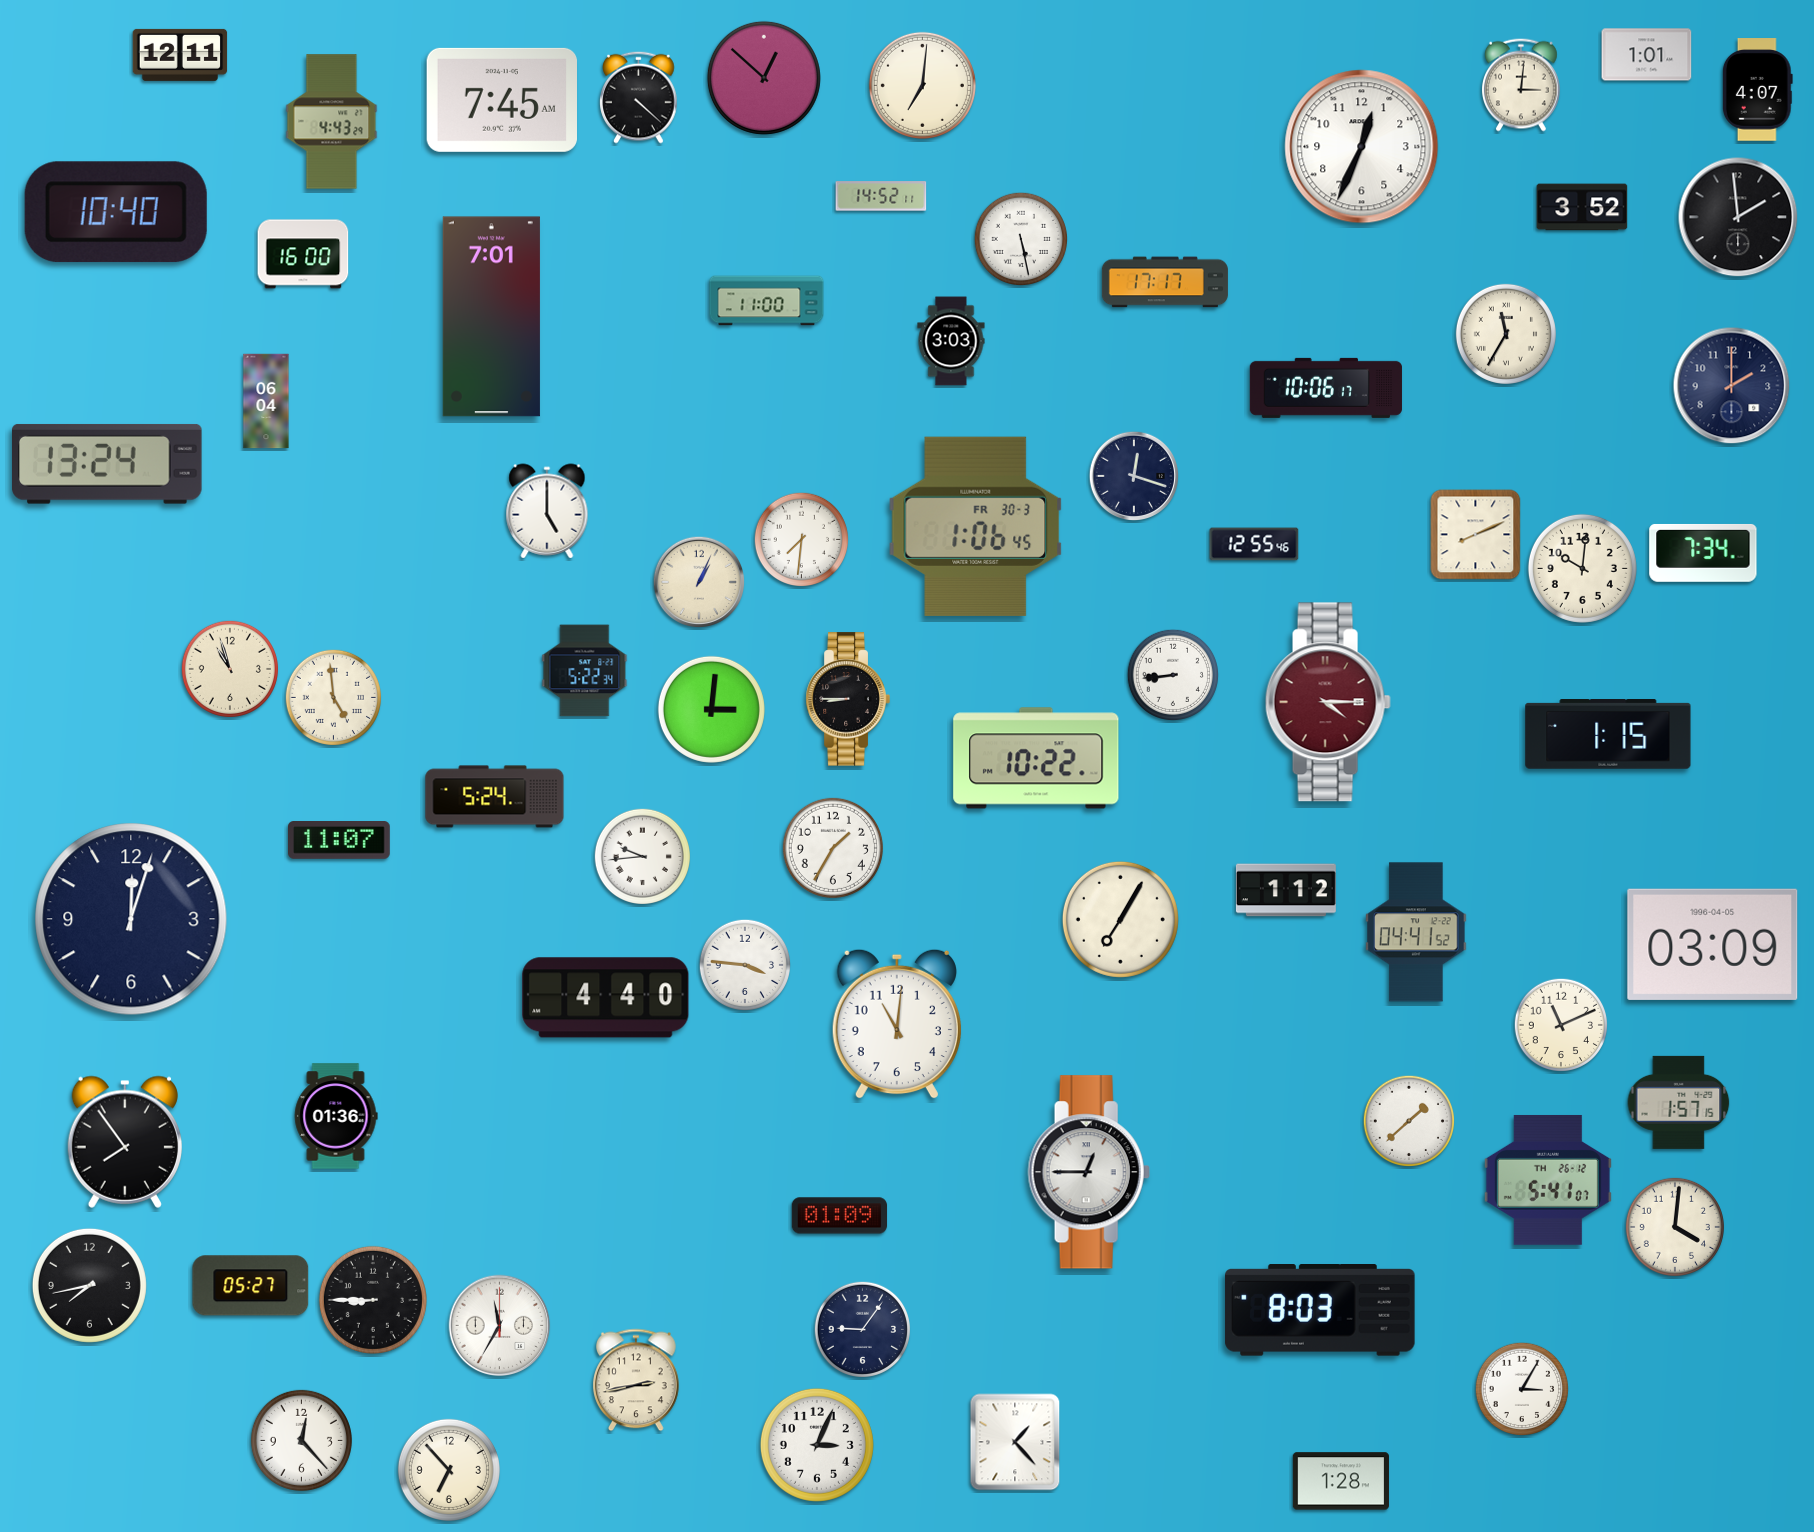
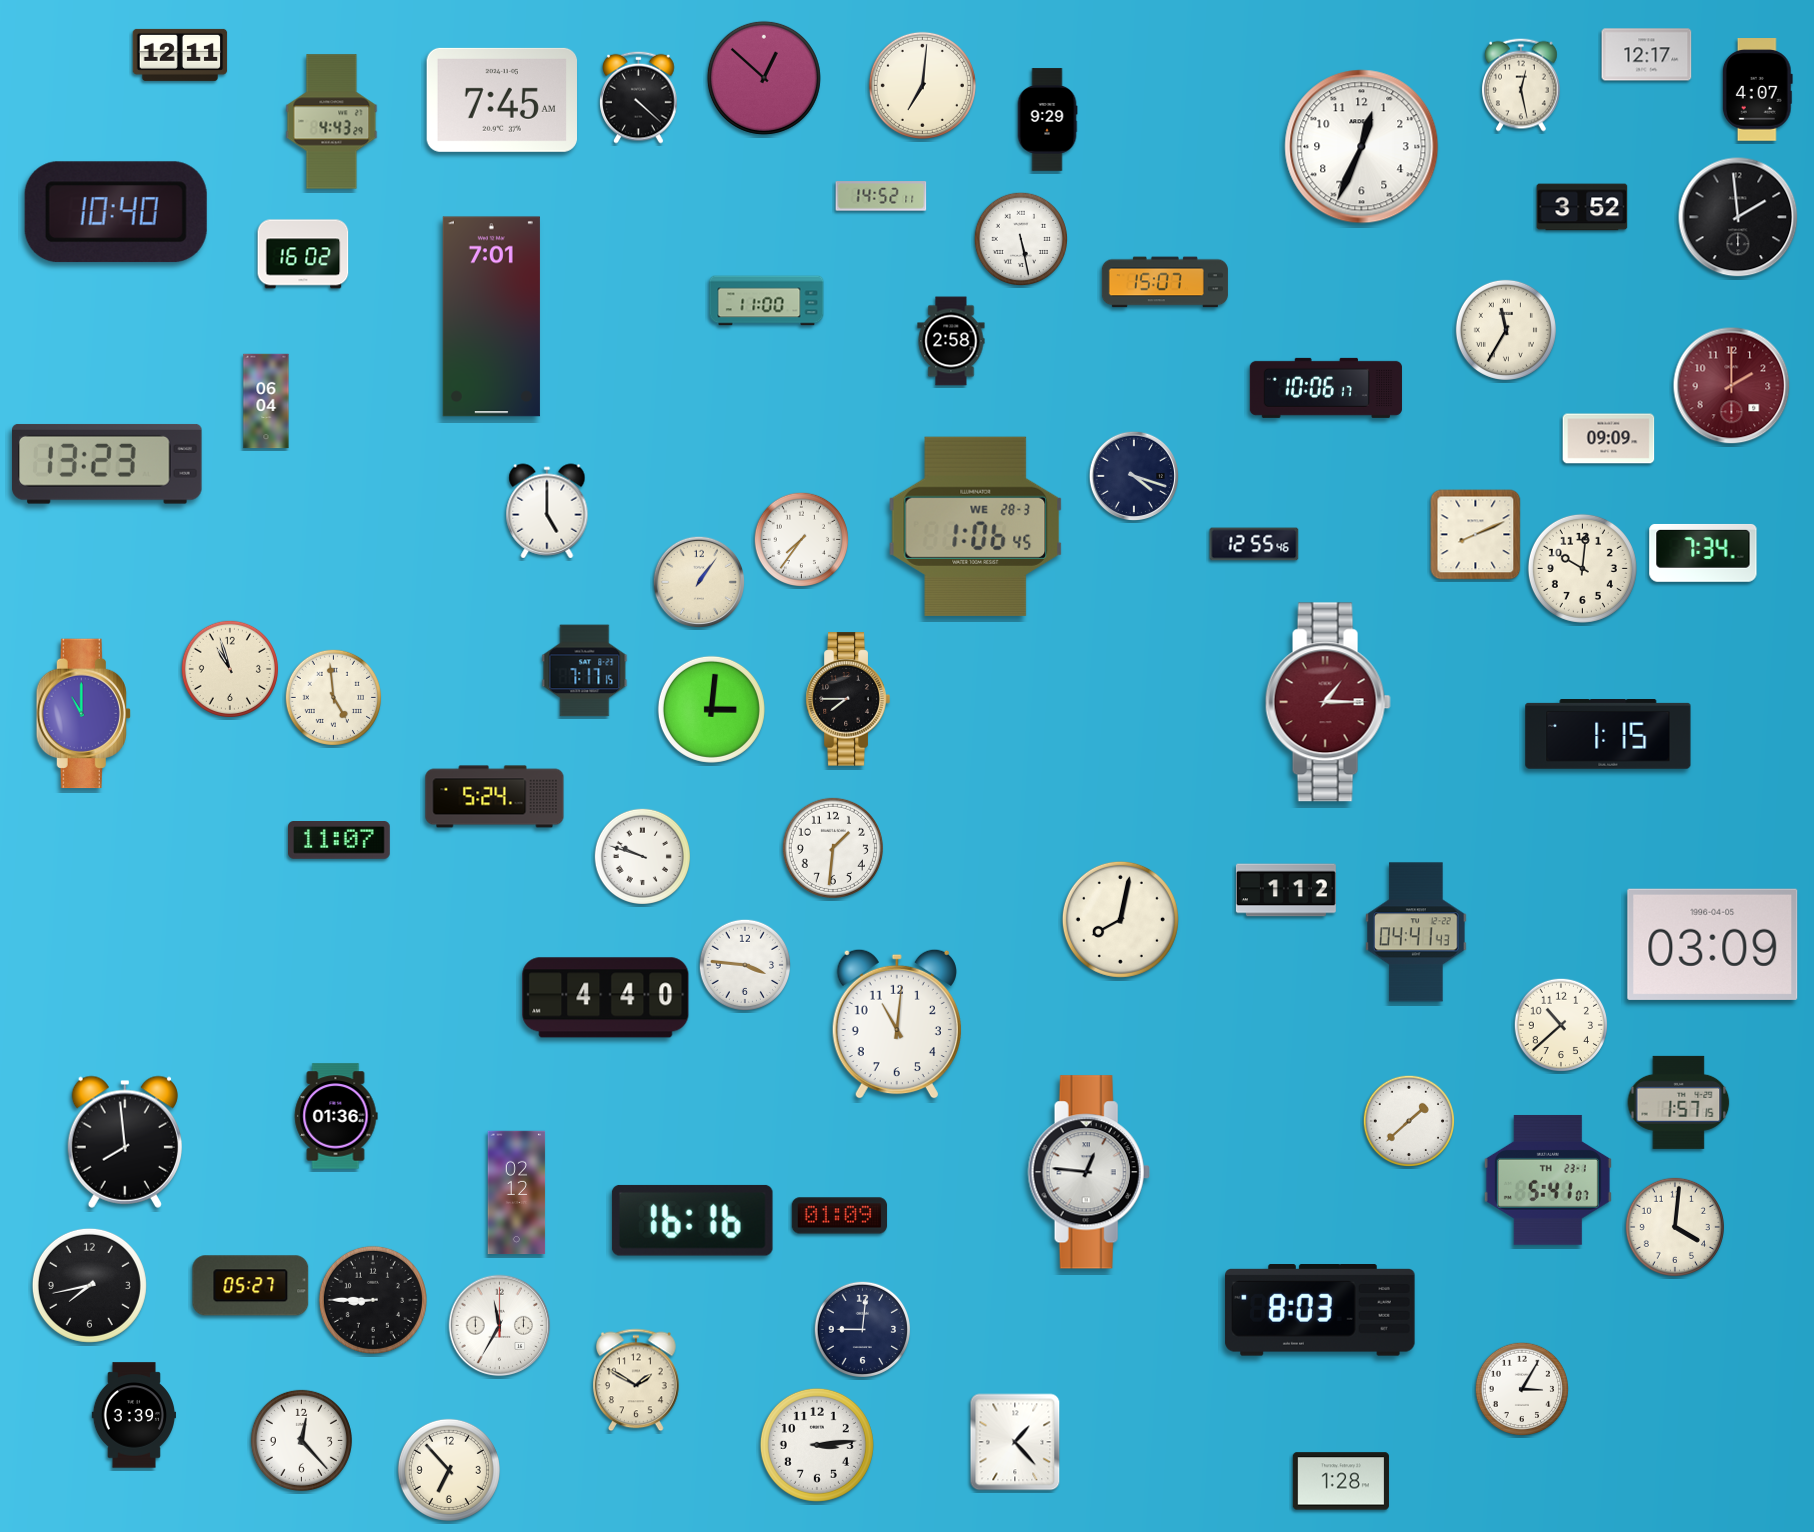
clock at (1647, 55): 1:01 -> 12:17
clock at (1521, 85): 3:01 -> 12:28
clock at (1047, 120): none -> 9:29
clock at (303, 254): 16:00 -> 16:02
clock at (1165, 282): 17:17 -> 15:07
clock at (1506, 334) position: (1506, 334) -> (1506, 330)
clock at (951, 341): 3:03 -> 2:58
clock at (1732, 386) dial: navy -> burgundy
clock at (1609, 439): none -> 09:09
clock at (108, 464): 13:24 -> 13:23
clock at (1133, 475): 12:18 -> 4:18
clock at (976, 526) date: FR 30-3 -> WE 28-3
clock at (801, 539): 7:31 -> 7:36
clock at (699, 582): 1:04 -> 1:06
clock at (585, 671): 5:22 -> 7:17
clock at (1172, 674): 8:44 -> none
clock at (848, 699): 8:45 -> 7:45
clock at (1328, 702): 4:15 -> 1:15
clock at (83, 714): none -> 11:00
clock at (1036, 758): 10:22 -> none
clock at (833, 848): 1:35 -> 1:31
clock at (642, 856): 9:44 -> 9:48
clock at (131, 919): 12:03 -> none
clock at (1120, 919): 7:05 -> 8:02
clock at (1416, 932): 04:41:52 -> 04:41:43
clock at (1560, 1024): 11:11 -> 10:38
clock at (125, 1142): 7:54 -> 7:59
clock at (1089, 1172): 12:45 -> 12:46
clock at (1548, 1180) date: TH 26-12 -> TH 23-1
clock at (517, 1193): none -> 02:12
clock at (692, 1220): none -> 16:16
clock at (862, 1329): 9:06 -> 9:01
clock at (637, 1380): 2:43 -> 1:50
clock at (133, 1415): none -> 3:39
clock at (817, 1445): 3:04 -> 3:14
